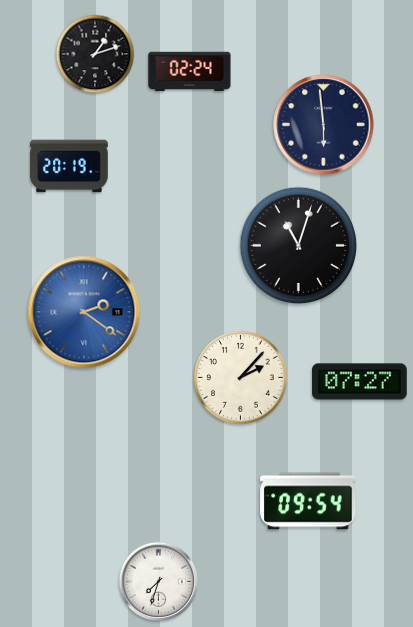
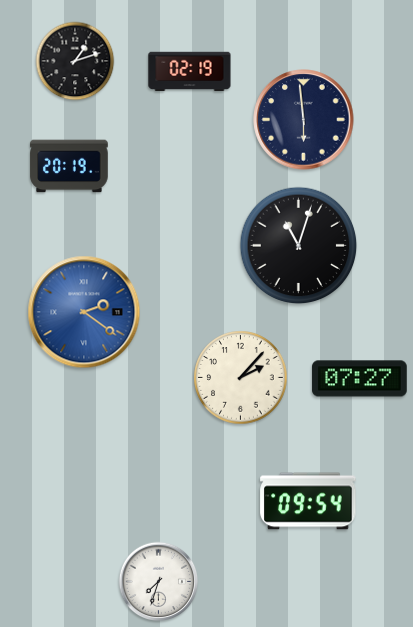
clock at (95, 54) position: (95, 54) -> (75, 61)
clock at (190, 72): 02:24 -> 02:19
clock at (324, 125) position: (324, 125) -> (304, 120)
clock at (360, 382) position: (360, 382) -> (360, 379)
